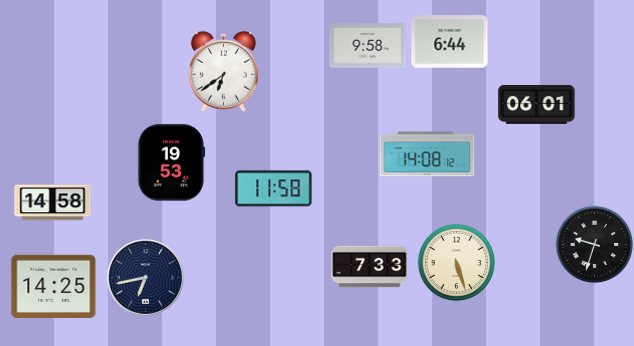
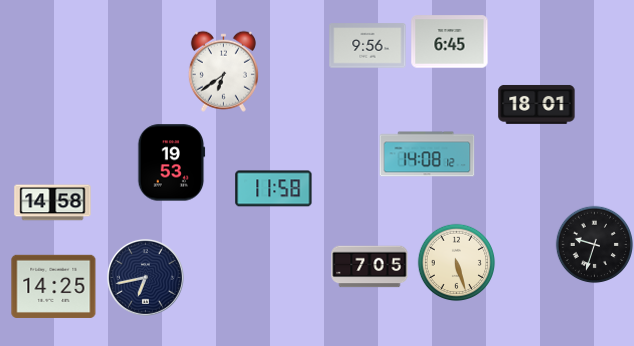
clock at (450, 42): 6:44 -> 6:45
clock at (368, 46): 9:58 -> 9:56
clock at (537, 104): 06:01 -> 18:01
clock at (370, 267): 7:33 -> 7:05
